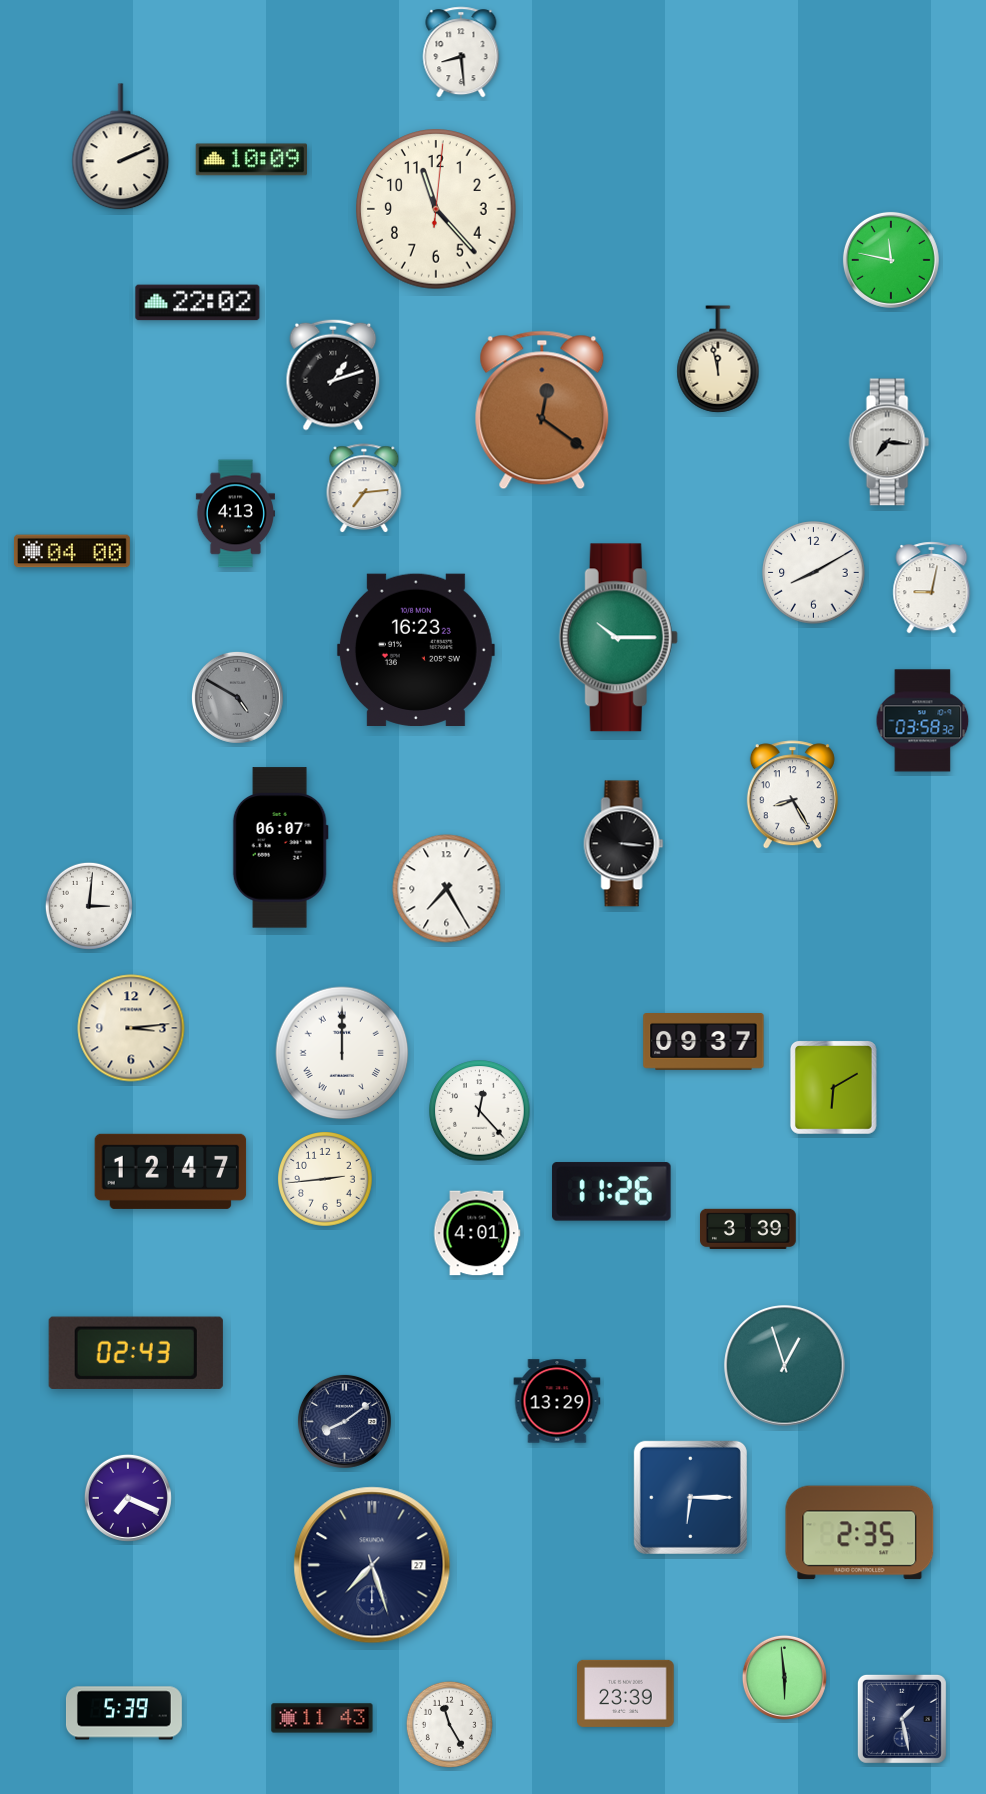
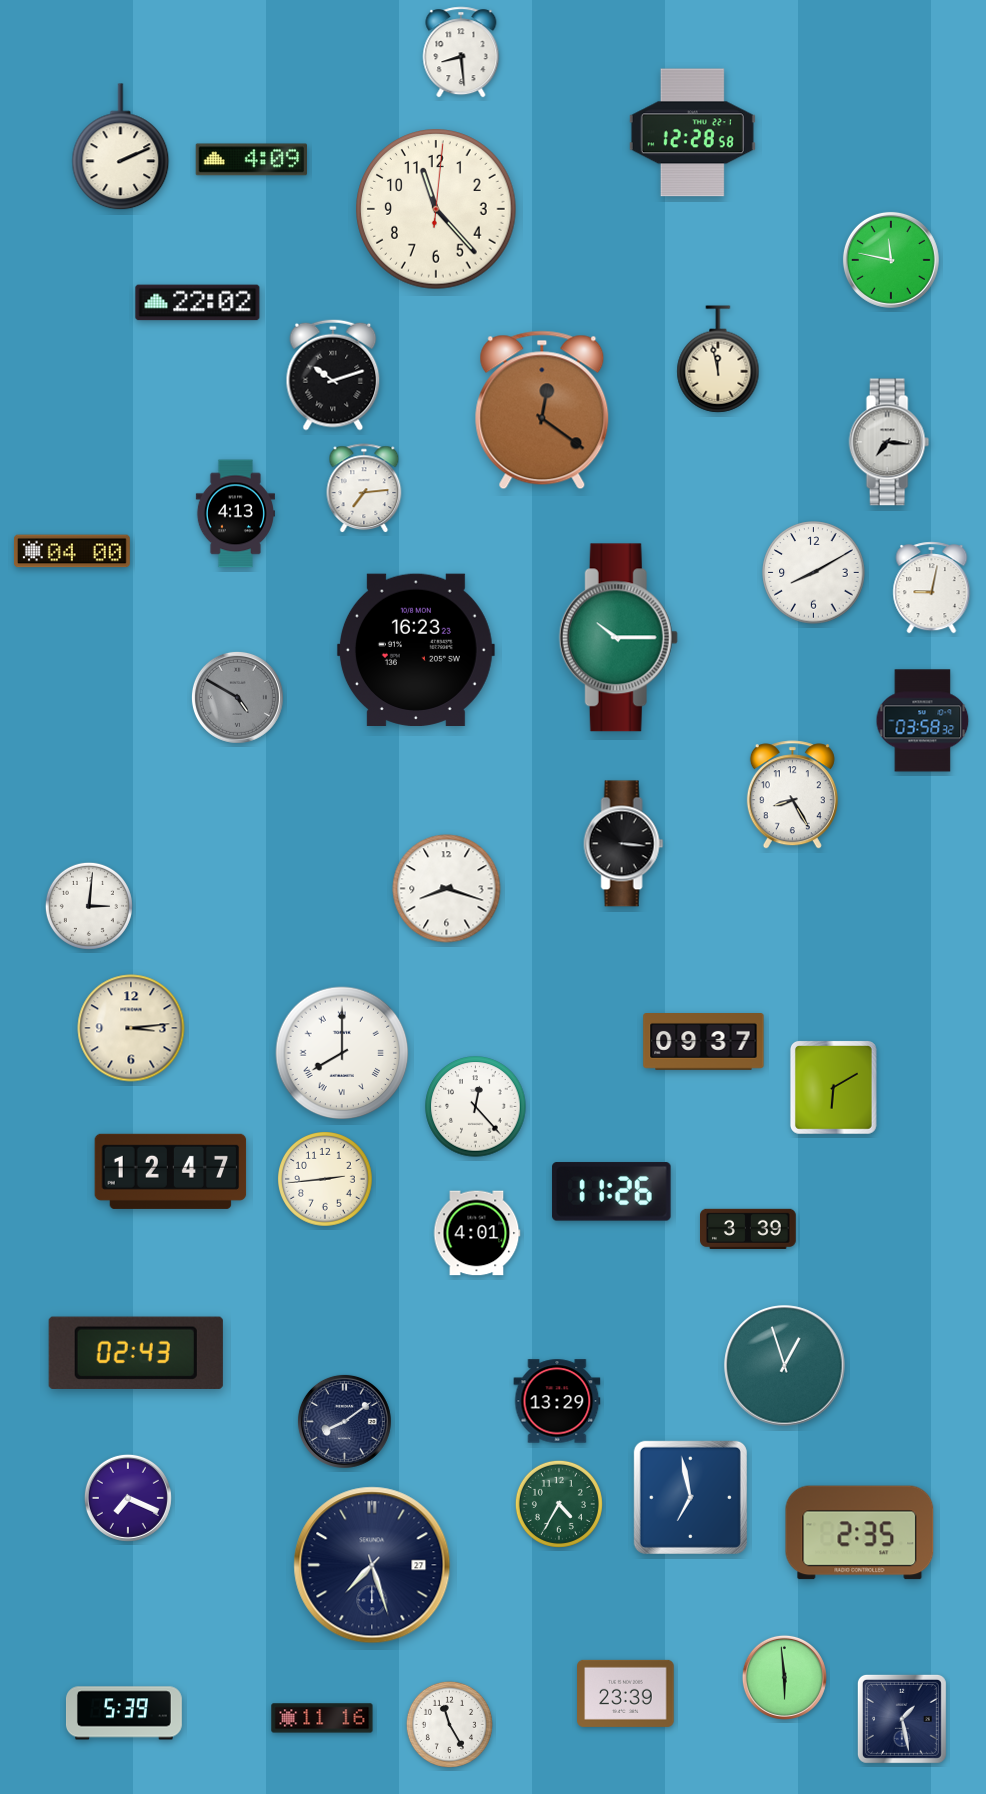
clock at (692, 133): none -> 12:28
clock at (251, 160): 10:09 -> 4:09
clock at (333, 375): 1:12 -> 10:12
clock at (280, 848): 06:07 -> none
clock at (447, 889): 7:25 -> 8:18
clock at (342, 1053): 12:00 -> 8:00
clock at (480, 1111) position: (480, 1111) -> (476, 1107)
clock at (690, 1497): 6:15 -> 6:58
clock at (559, 1504): none -> 4:35
clock at (322, 1718): 11:43 -> 11:16
